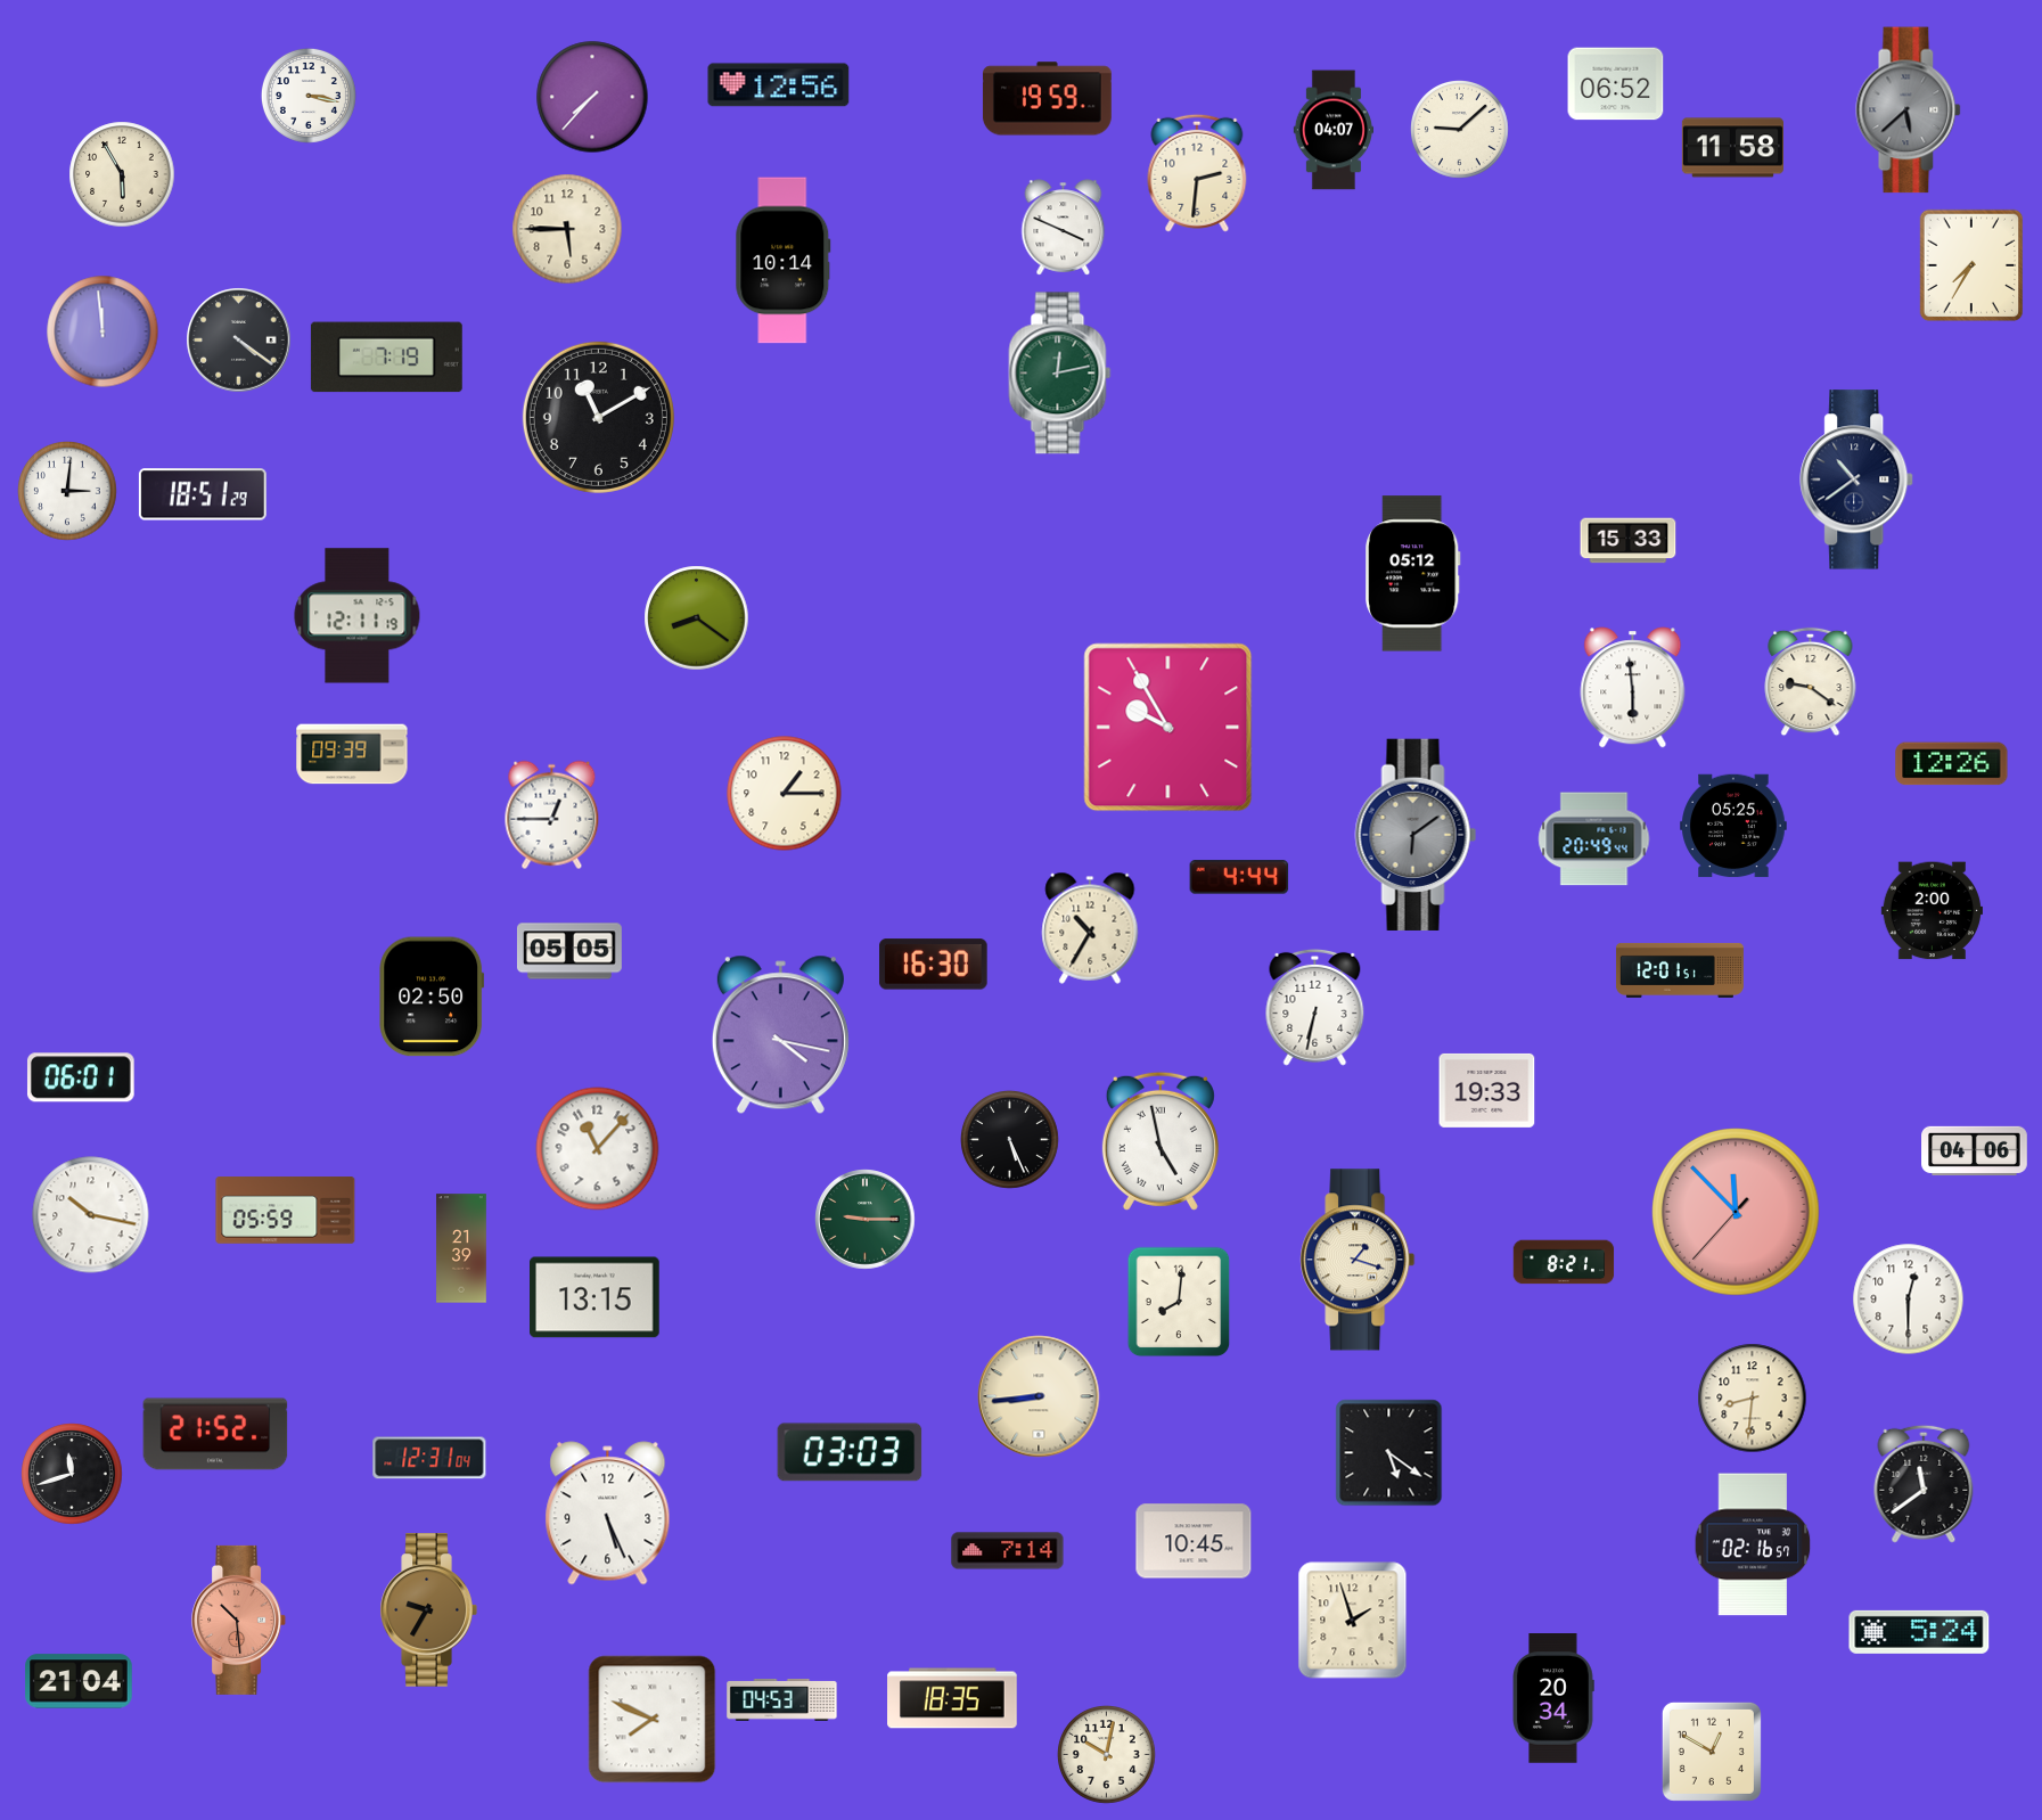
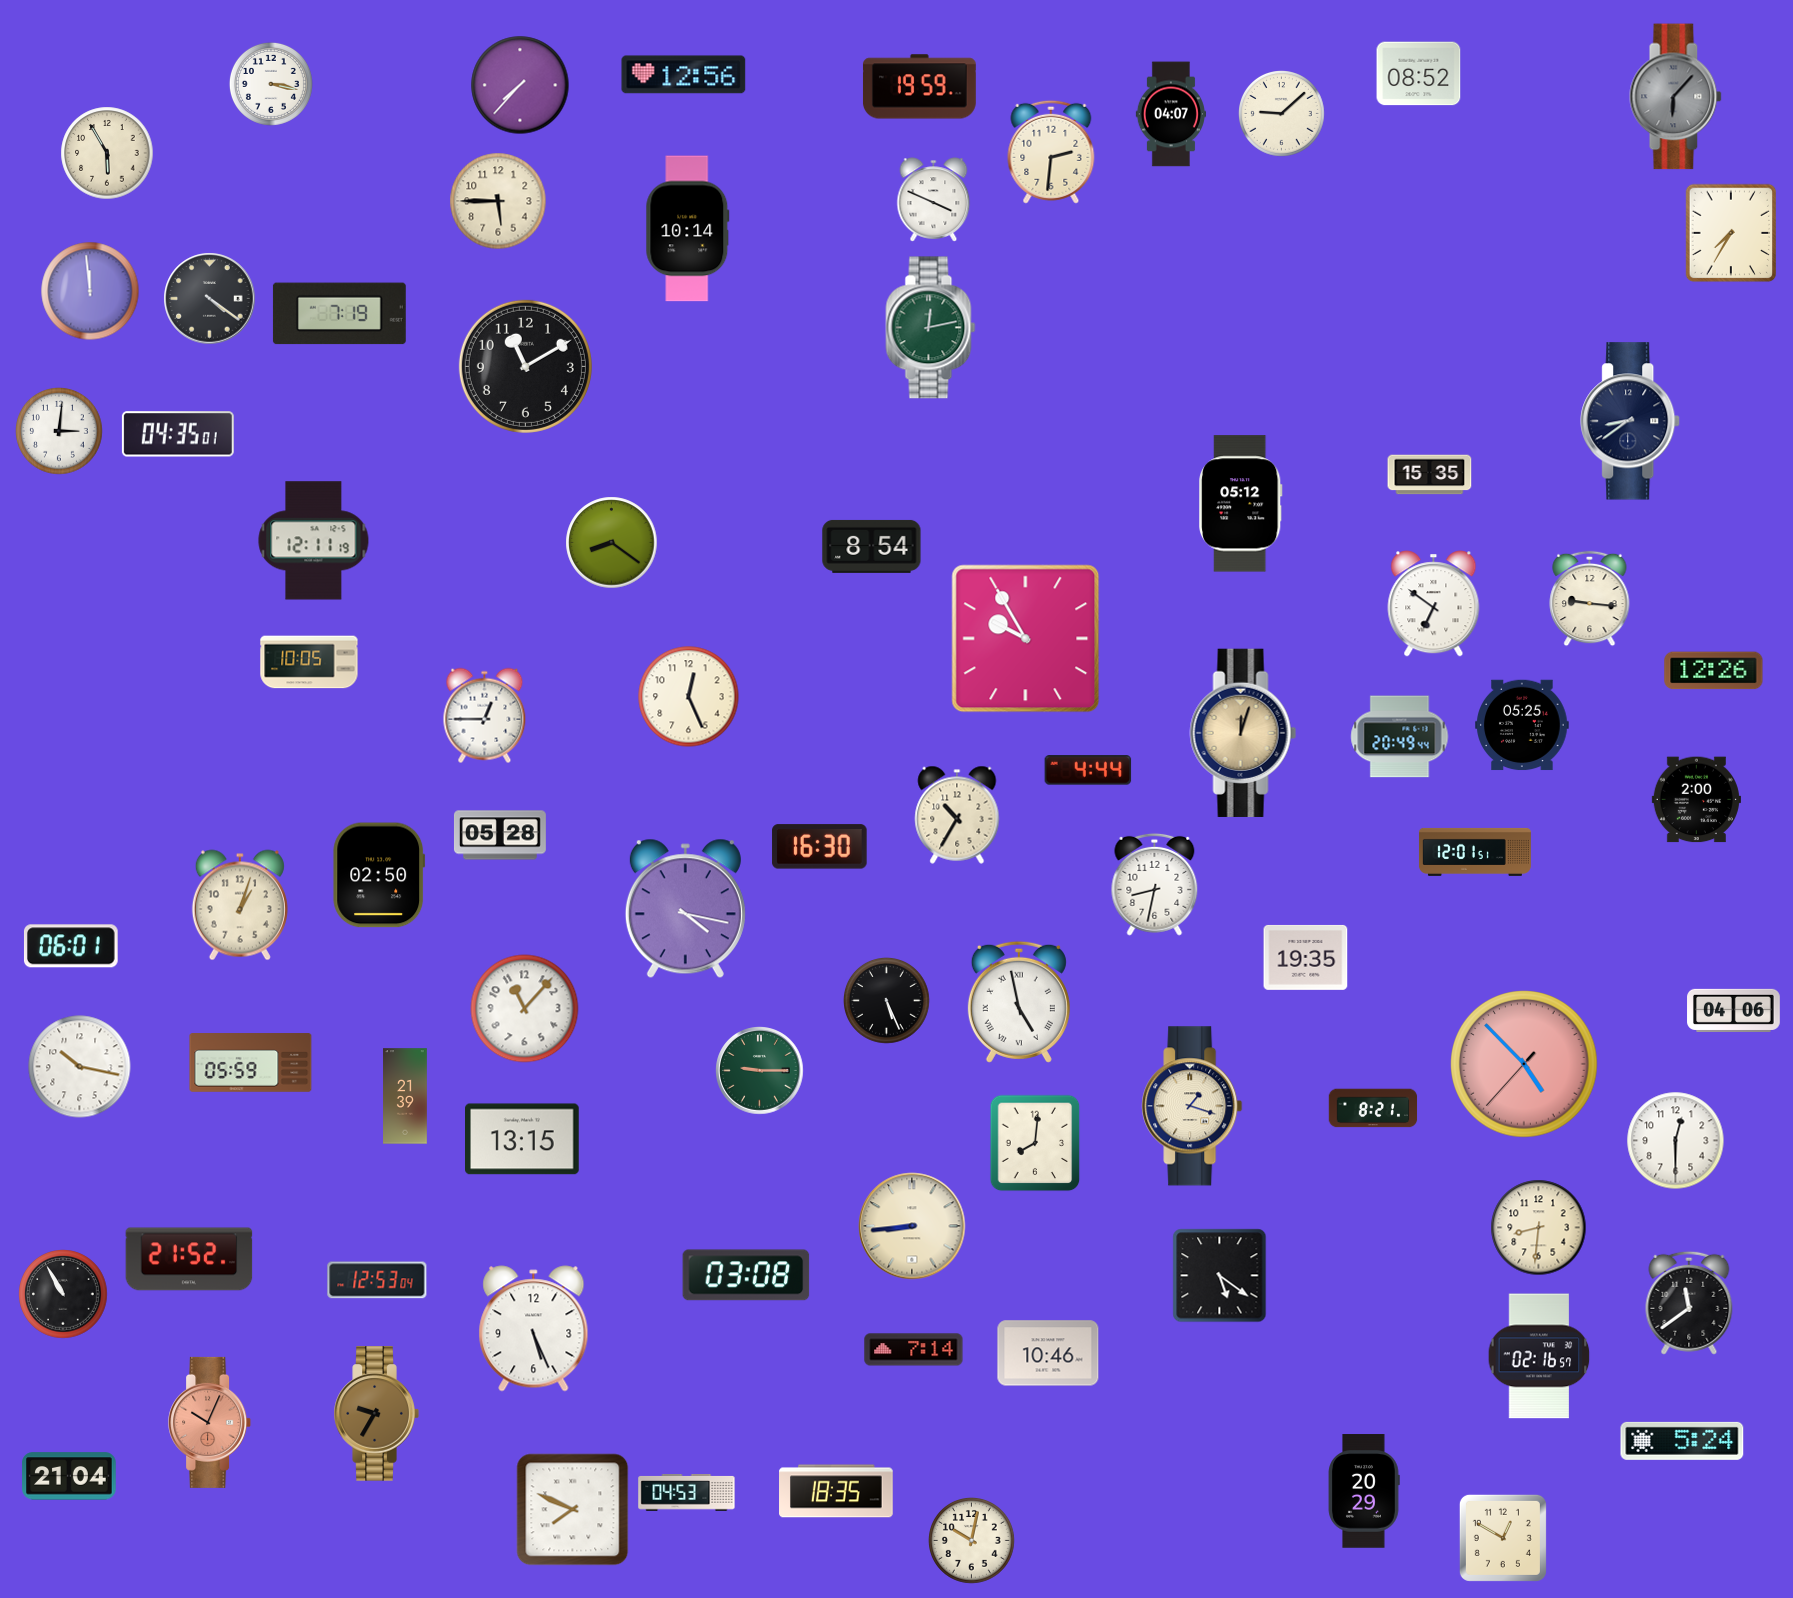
clock at (1616, 84): 06:52 -> 08:52
clock at (1909, 110): 5:38 -> 6:07
clock at (1732, 148): 11:58 -> none
clock at (1858, 479): 10:39 -> 8:39
clock at (203, 494): 18:51 -> 04:35
clock at (1629, 541): 15:33 -> 15:35
clock at (872, 546): none -> 8:54
clock at (1811, 682): 9:21 -> 9:16
clock at (1633, 688): 5:59 -> 6:51
clock at (352, 754): 09:39 -> 10:05
clock at (785, 794): 1:15 -> 12:26
clock at (1416, 834): 6:09 -> 12:03
clock at (1416, 834) dial: grey -> champagne
clock at (569, 951): 05:05 -> 05:28
clock at (1315, 1007): 6:32 -> 8:32
clock at (240, 905): none -> 1:03
clock at (1487, 1090): 19:33 -> 19:35
clock at (1736, 1212): 11:52 -> 4:52
clock at (850, 1452): 03:03 -> 03:08
clock at (429, 1458): 12:31 -> 12:53
clock at (72, 1474): 11:42 -> 10:55
clock at (1194, 1541): 10:45 -> 10:46
clock at (1008, 1551) position: (1008, 1551) -> (914, 1350)
clock at (239, 1620): 10:29 -> 10:04
clock at (1353, 1621): 1:57 -> none
clock at (1919, 1632) position: (1919, 1632) -> (1682, 1441)
clock at (1553, 1698): 20:34 -> 20:29
